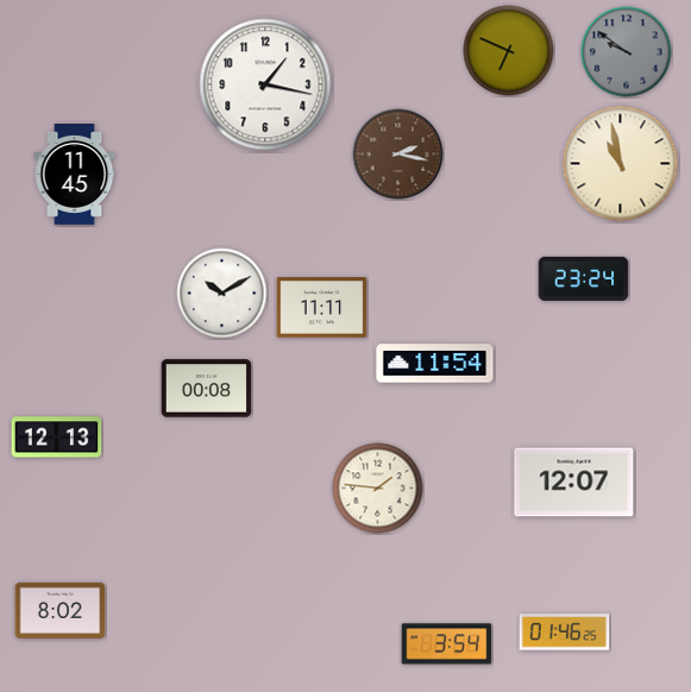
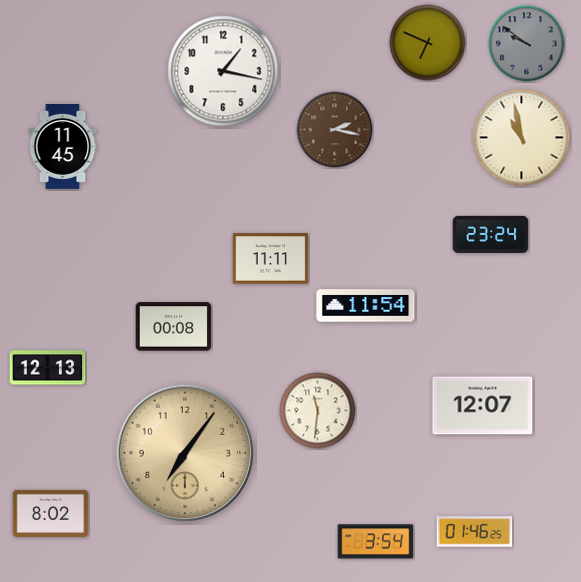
clock at (222, 294): 10:10 -> none
clock at (378, 489): 1:46 -> 11:31
clock at (184, 452): none -> 7:06
